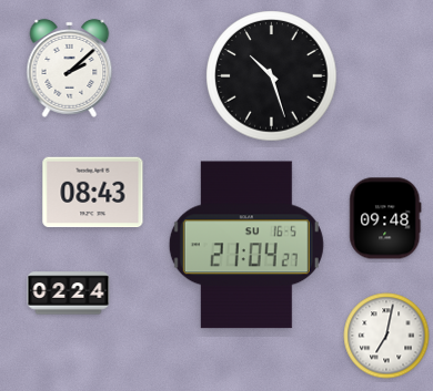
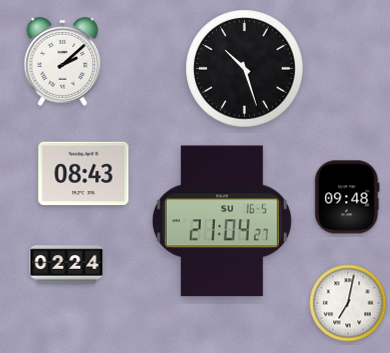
clock at (69, 294) position: (69, 294) -> (67, 265)
